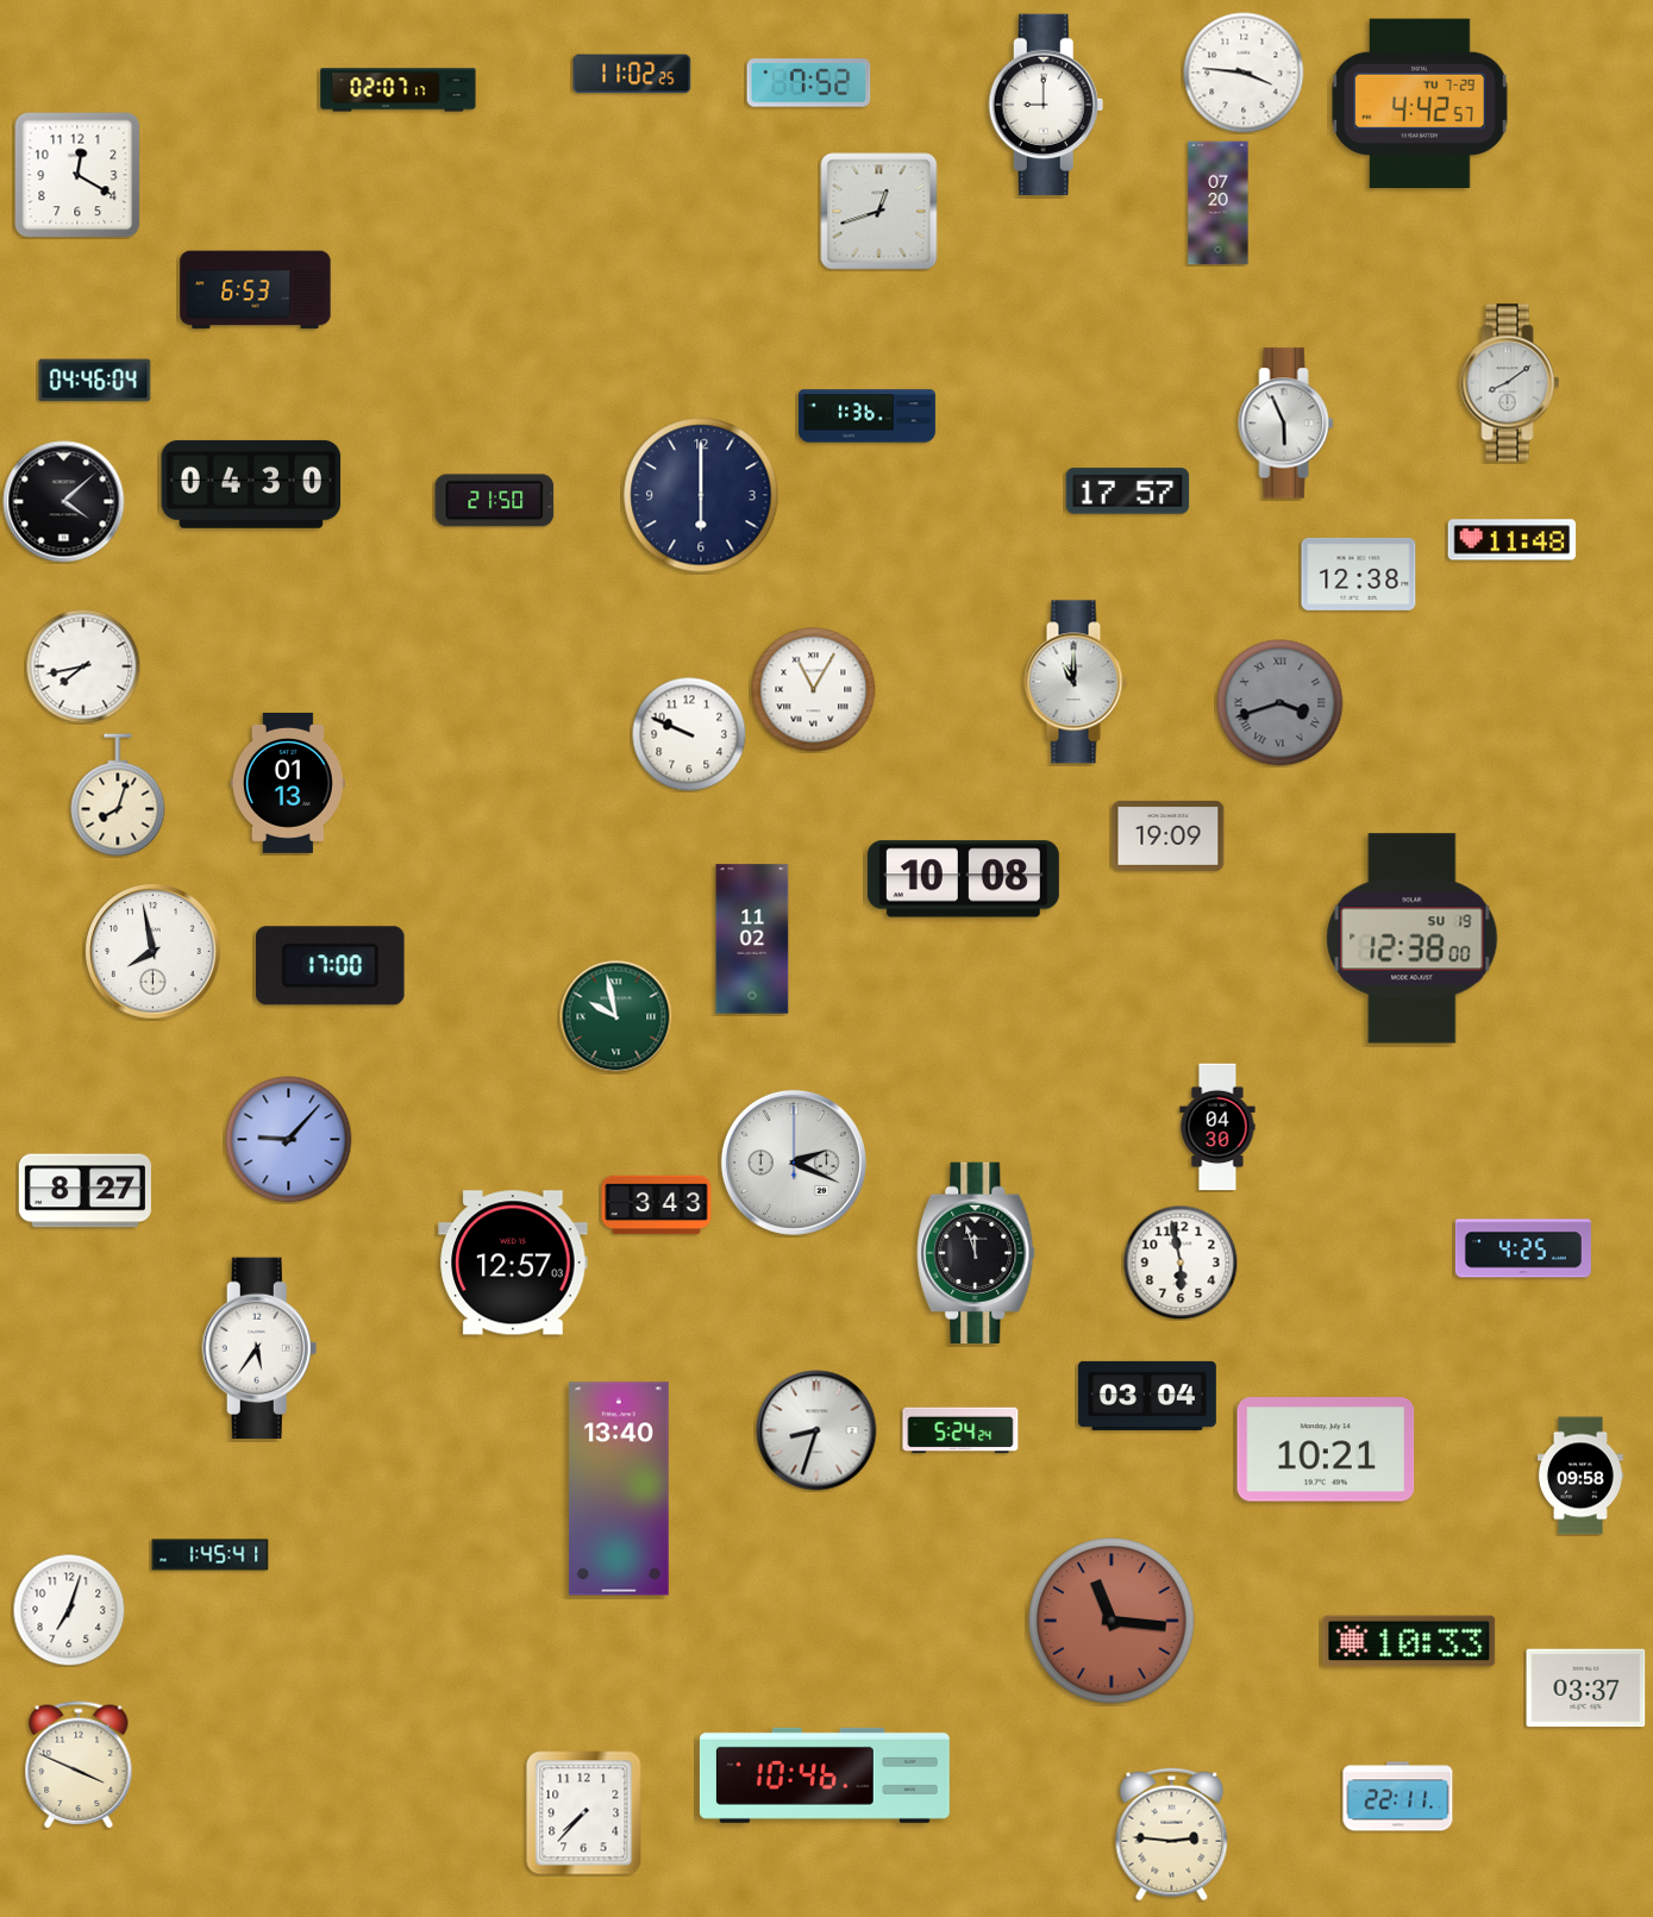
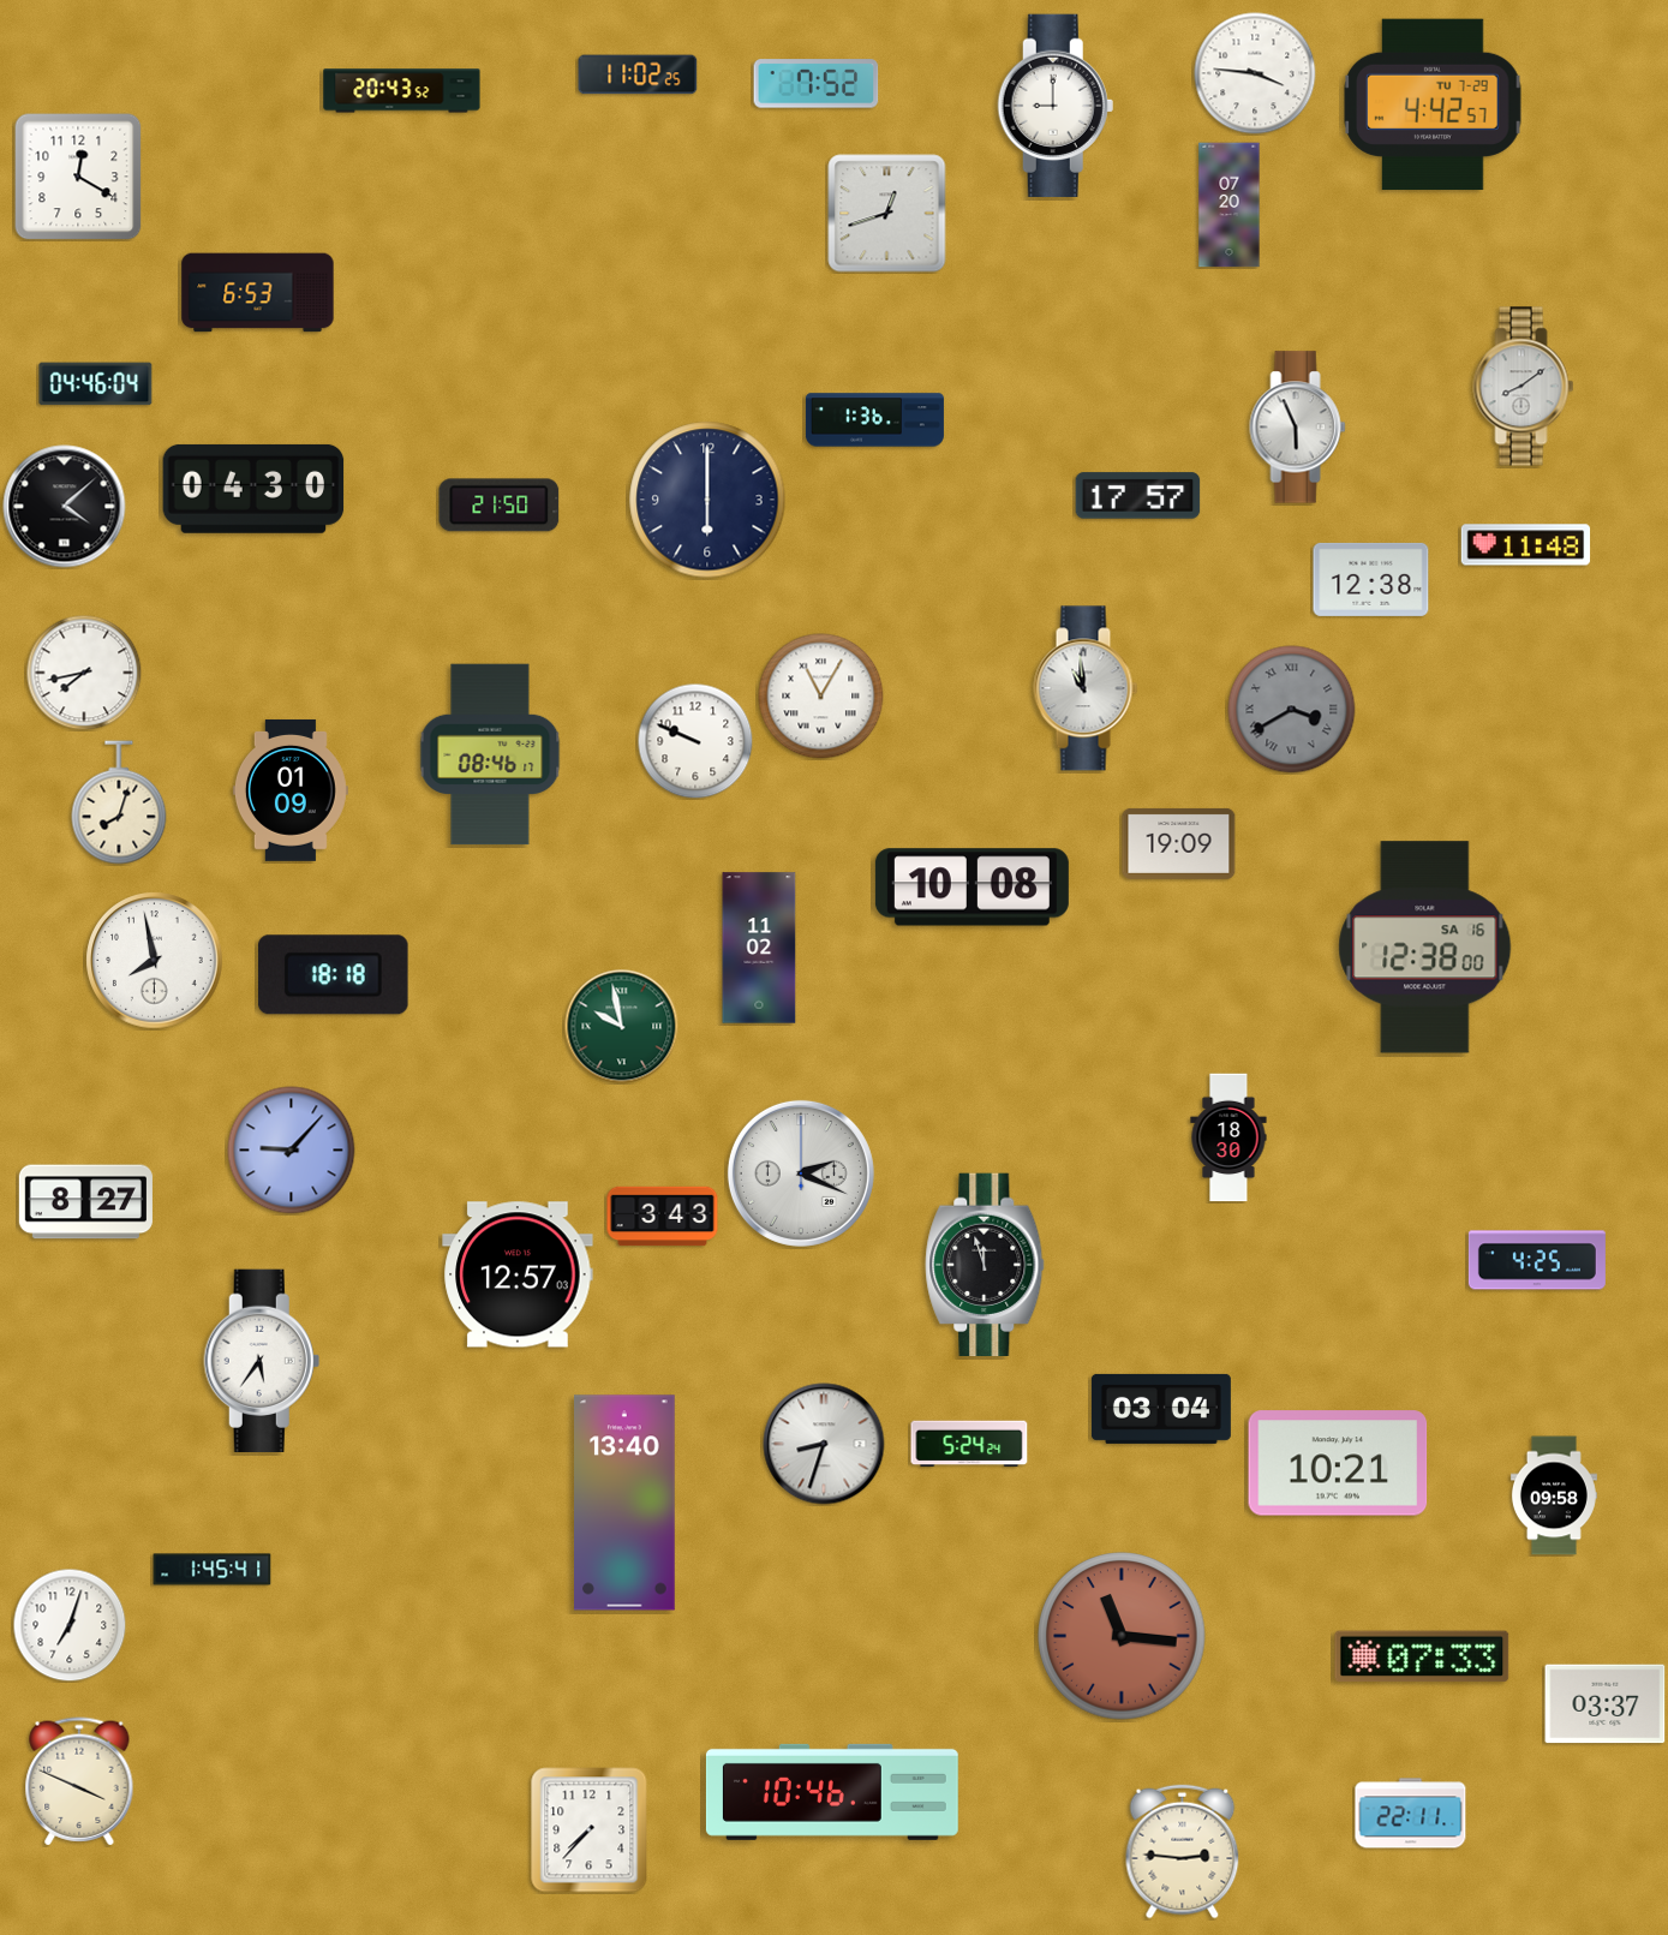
clock at (399, 90): 02:07 -> 20:43
clock at (1076, 682): 11:00 -> 10:59
clock at (1281, 703): 3:42 -> 3:40
clock at (490, 754): none -> 08:46
clock at (288, 783): 01:13 -> 01:09
clock at (1413, 939) date: SU 19 -> SA 16
clock at (331, 966): 17:00 -> 18:18
clock at (1217, 1127): 04:30 -> 18:30
clock at (1181, 1263): 5:58 -> none
clock at (1147, 1396) position: (1147, 1396) -> (1161, 1409)
clock at (1580, 1476) position: (1580, 1476) -> (1554, 1495)
clock at (1409, 1641): 10:33 -> 07:33
clock at (1586, 1689) position: (1586, 1689) -> (1606, 1704)
